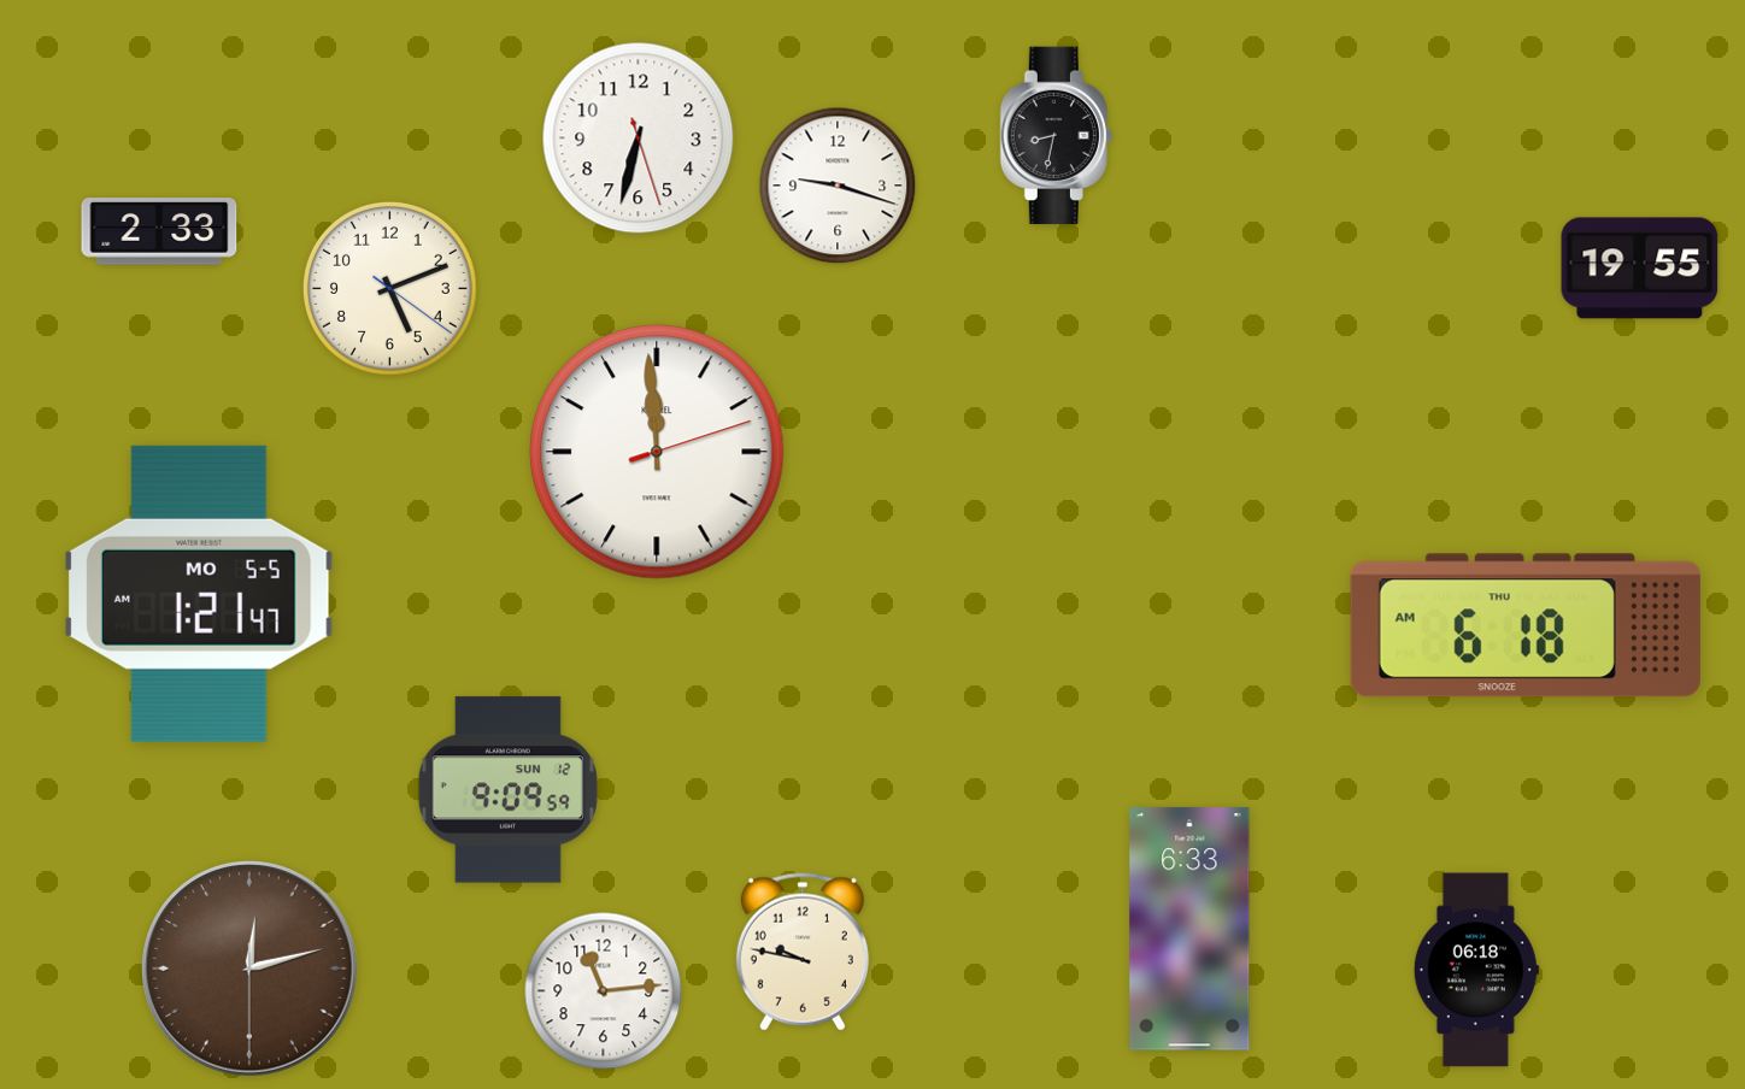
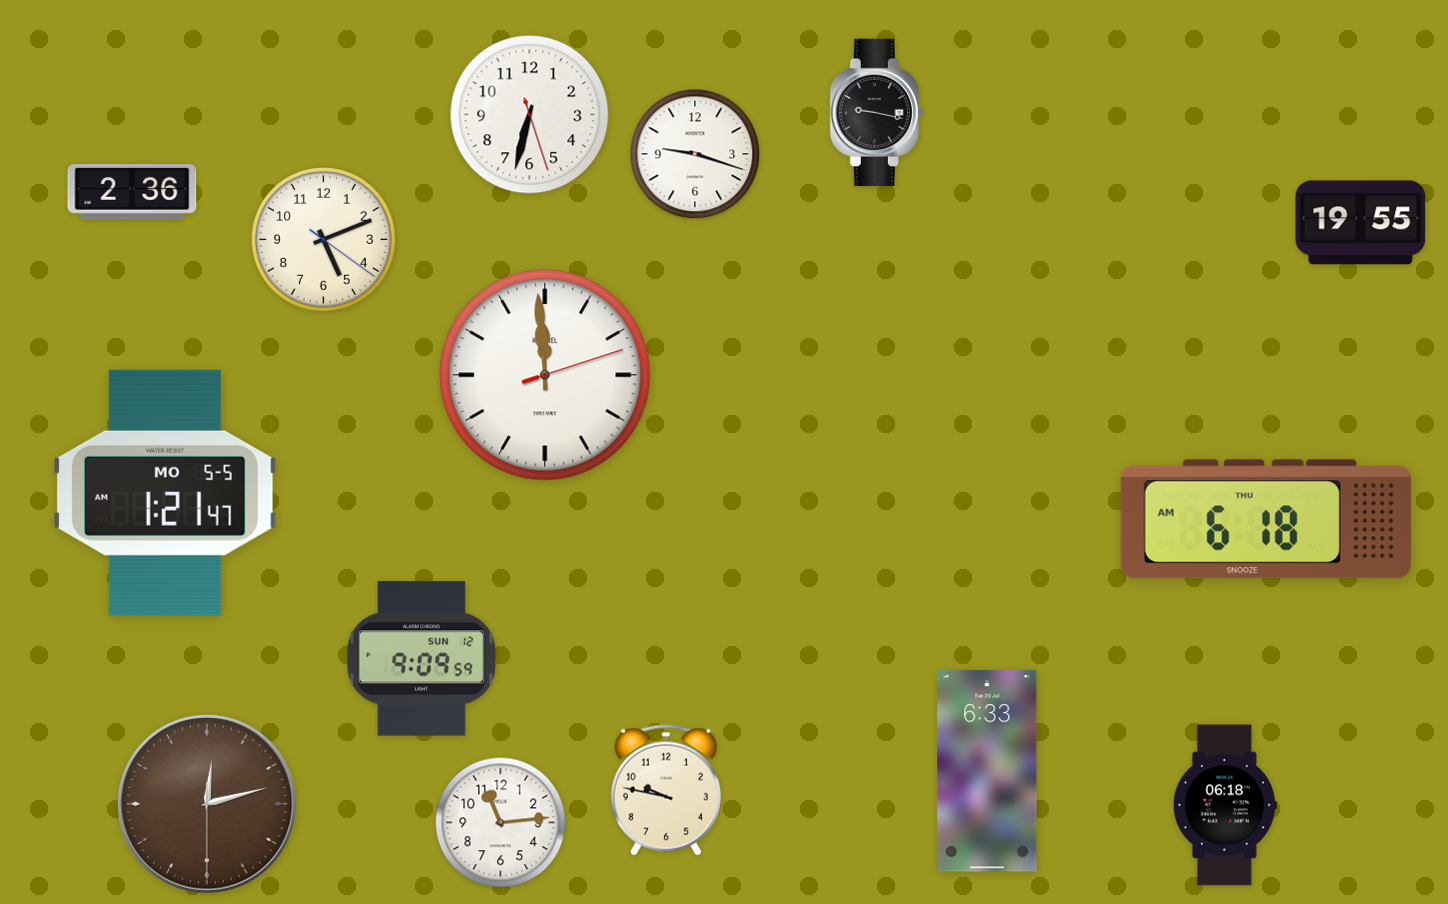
clock at (1056, 136): 8:32 -> 9:17
clock at (159, 231): 2:33 -> 2:36
clock at (507, 790) position: (507, 790) -> (421, 659)
